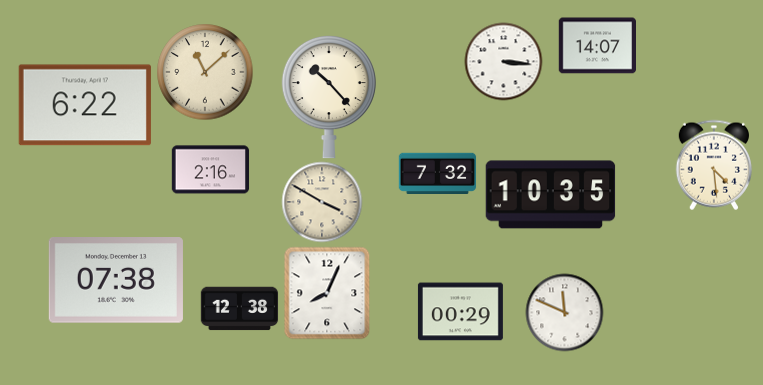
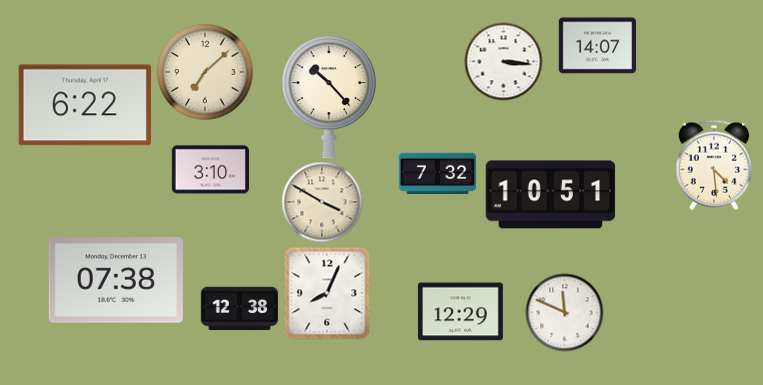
clock at (205, 72): 11:08 -> 7:08
clock at (210, 170): 2:16 -> 3:10
clock at (551, 195): 10:35 -> 10:51
clock at (460, 312): 00:29 -> 12:29
